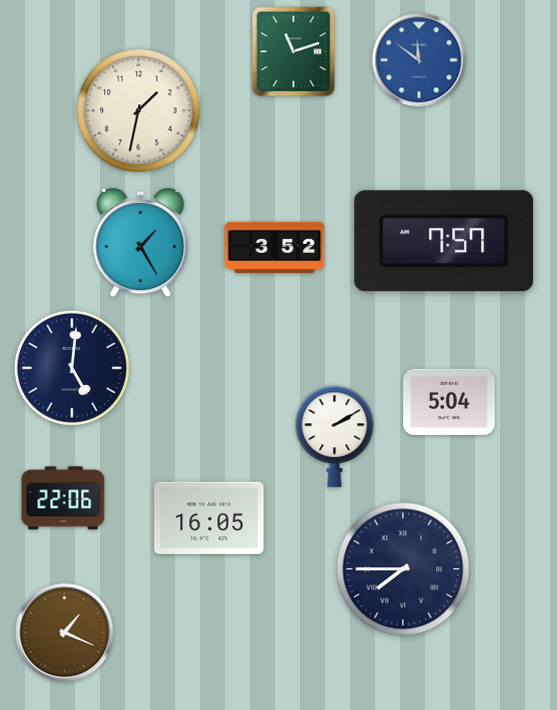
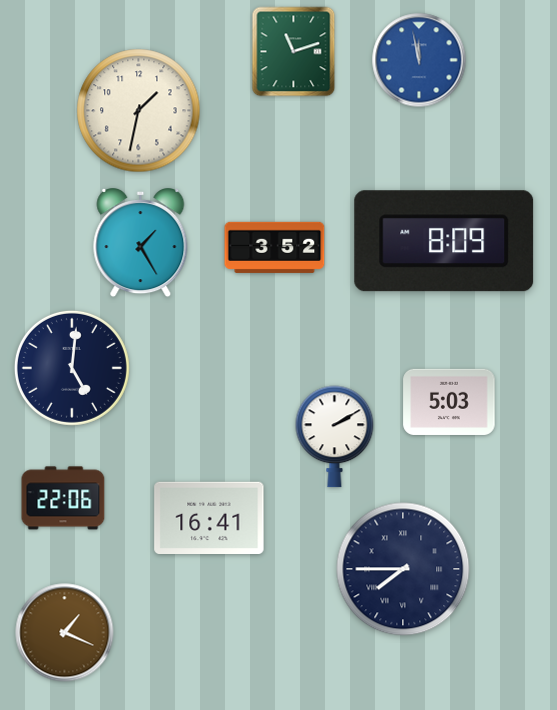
clock at (419, 60): 11:51 -> 11:58
clock at (444, 241): 7:57 -> 8:09
clock at (449, 402): 5:04 -> 5:03
clock at (209, 518): 16:05 -> 16:41
